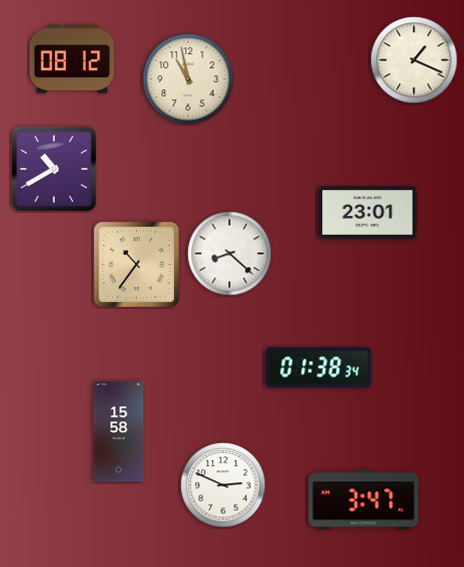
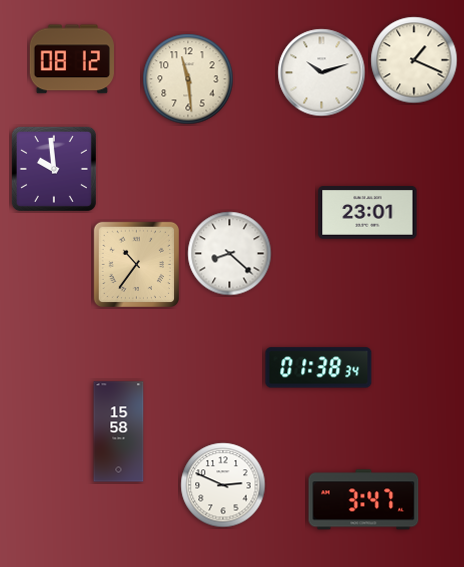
clock at (322, 73): none -> 10:12
clock at (188, 79): 10:58 -> 11:29
clock at (54, 169): 10:40 -> 9:59
